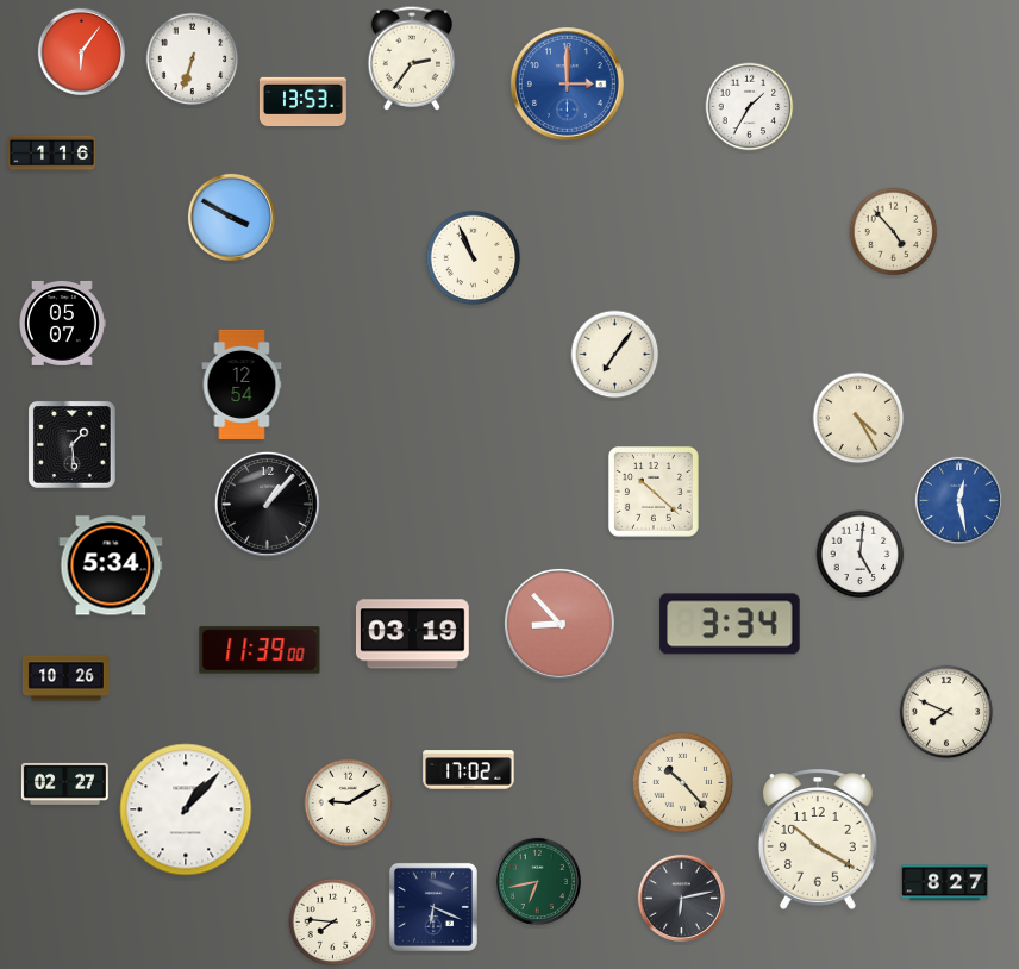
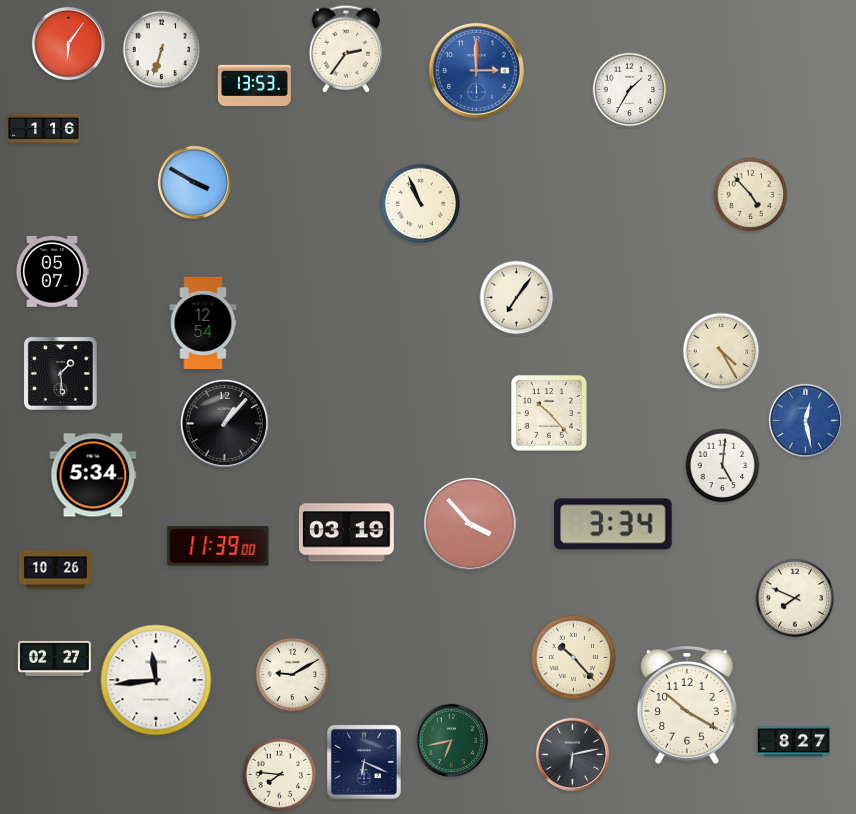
clock at (474, 258) position: (474, 258) -> (421, 204)
clock at (654, 492): 10:22 -> 10:23
clock at (559, 624): 8:53 -> 3:53
clock at (469, 770): 17:02 -> none
clock at (186, 809): 1:07 -> 11:44
